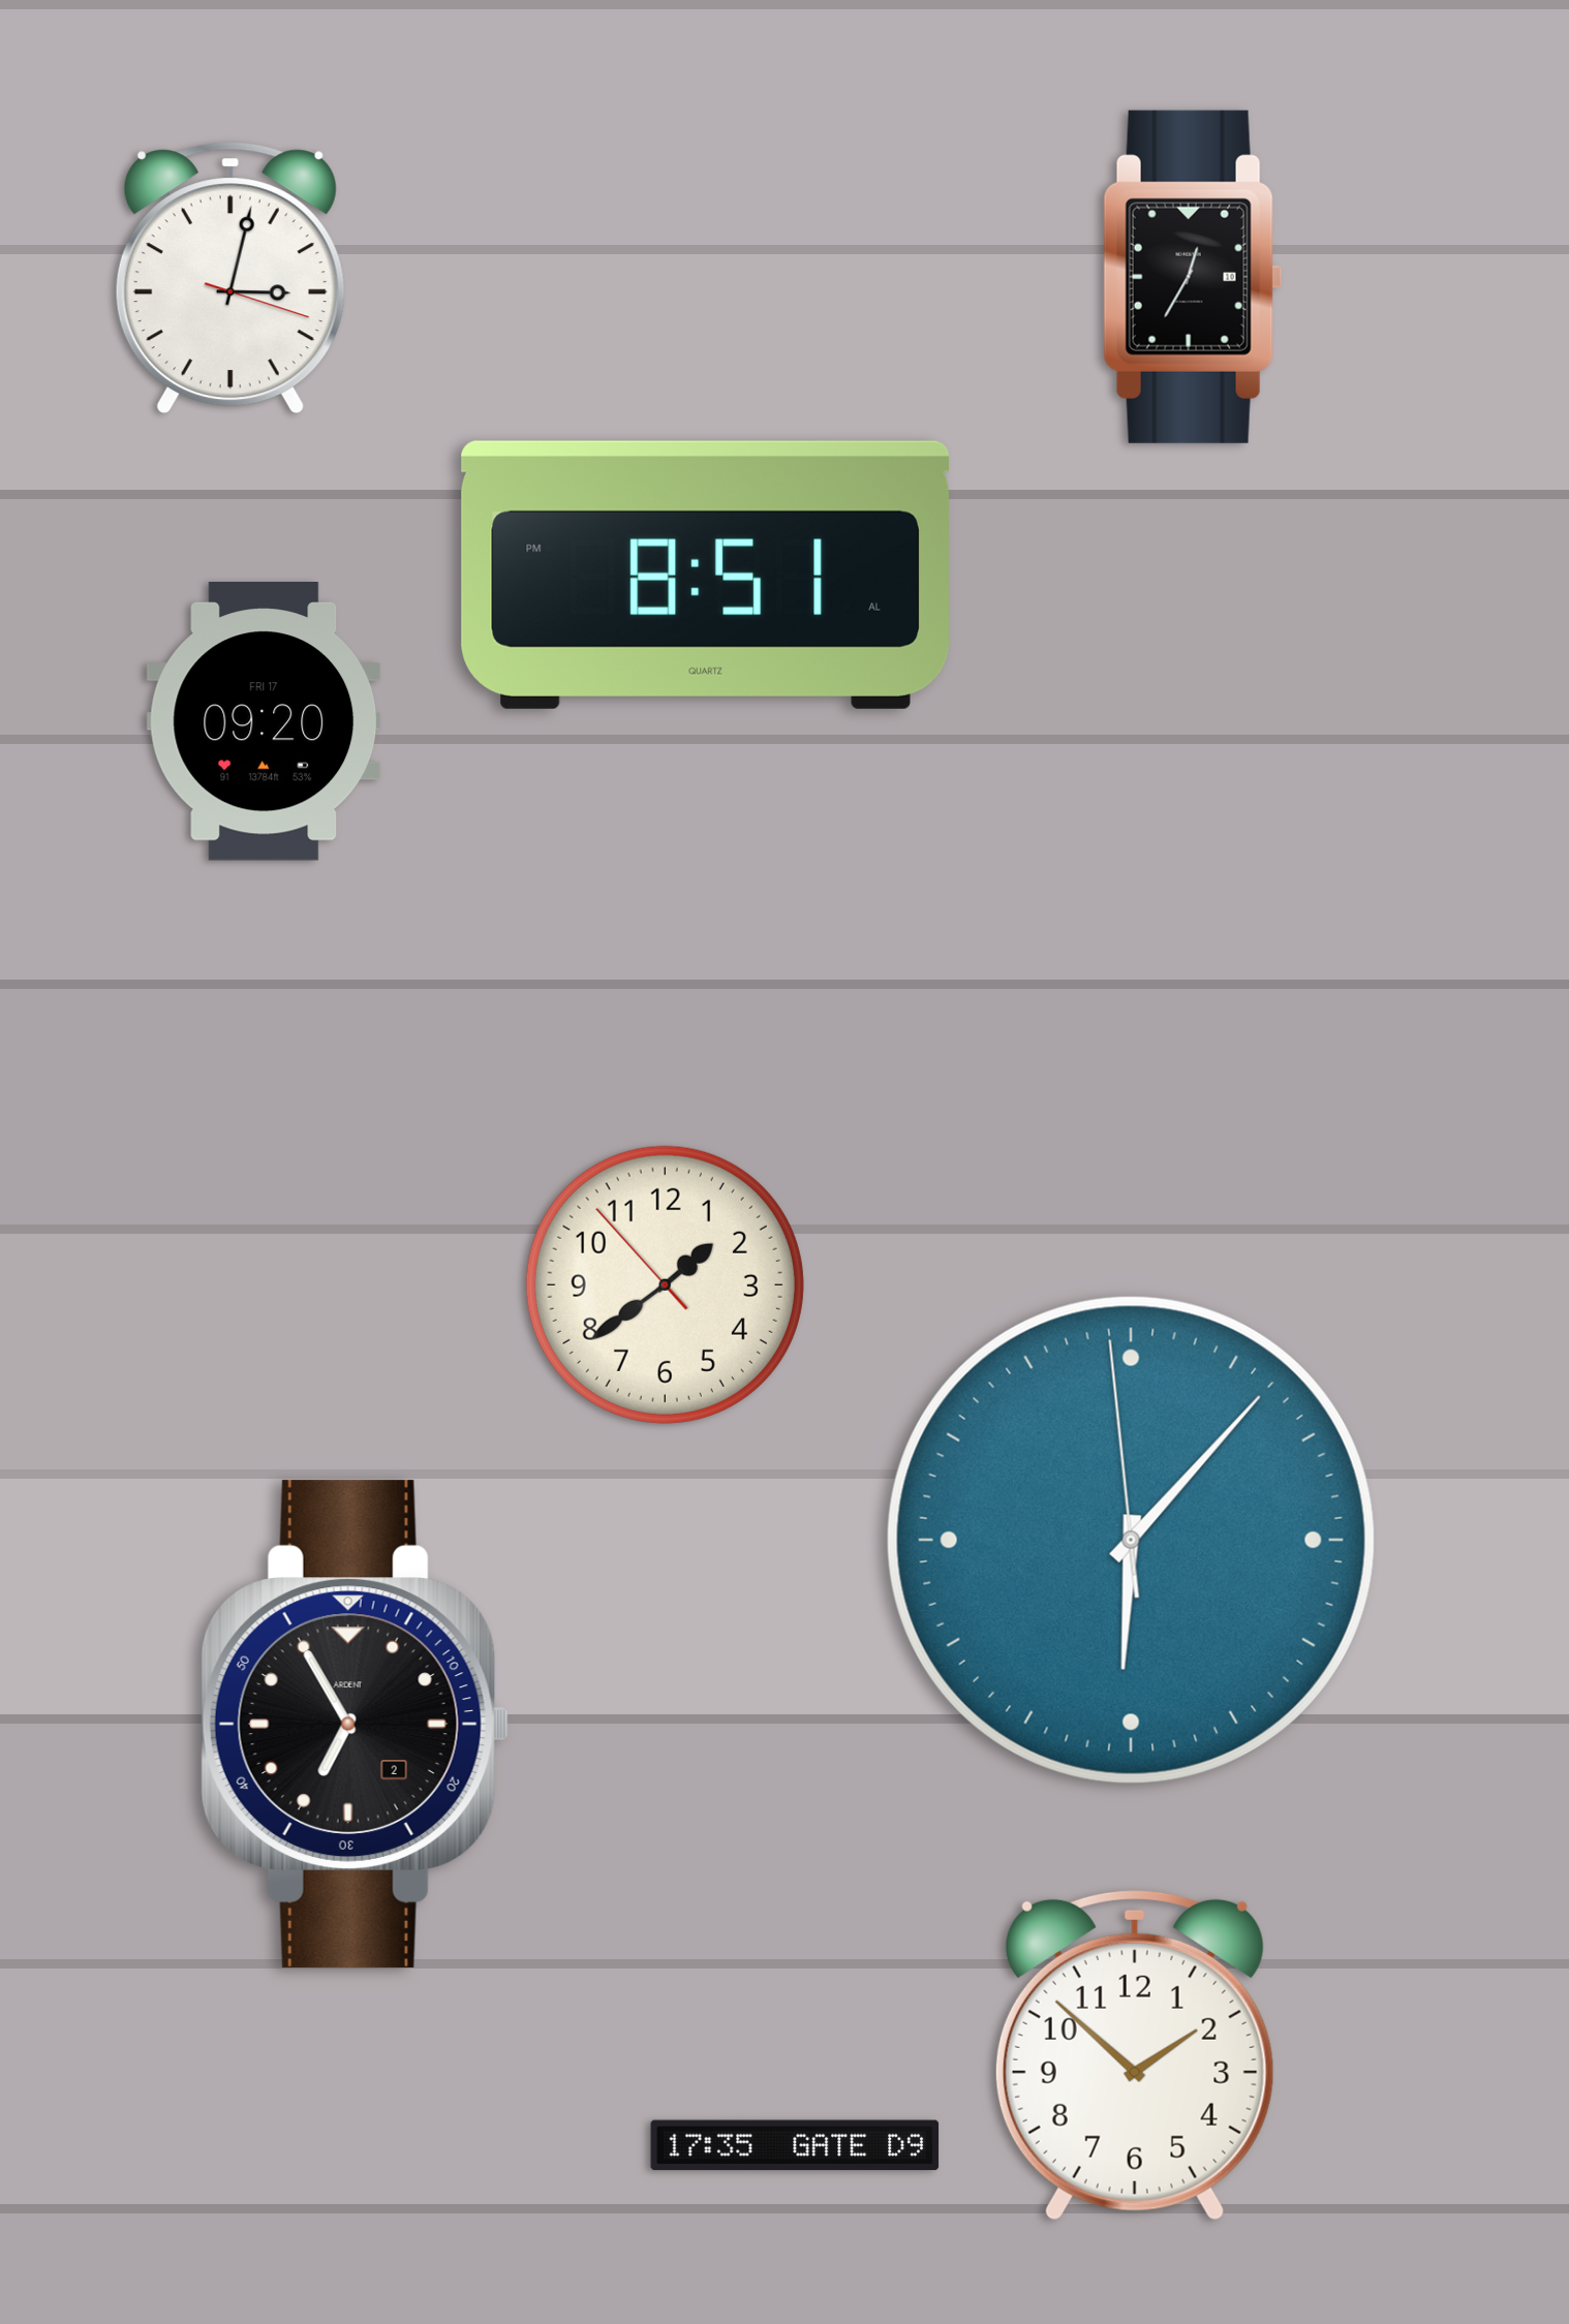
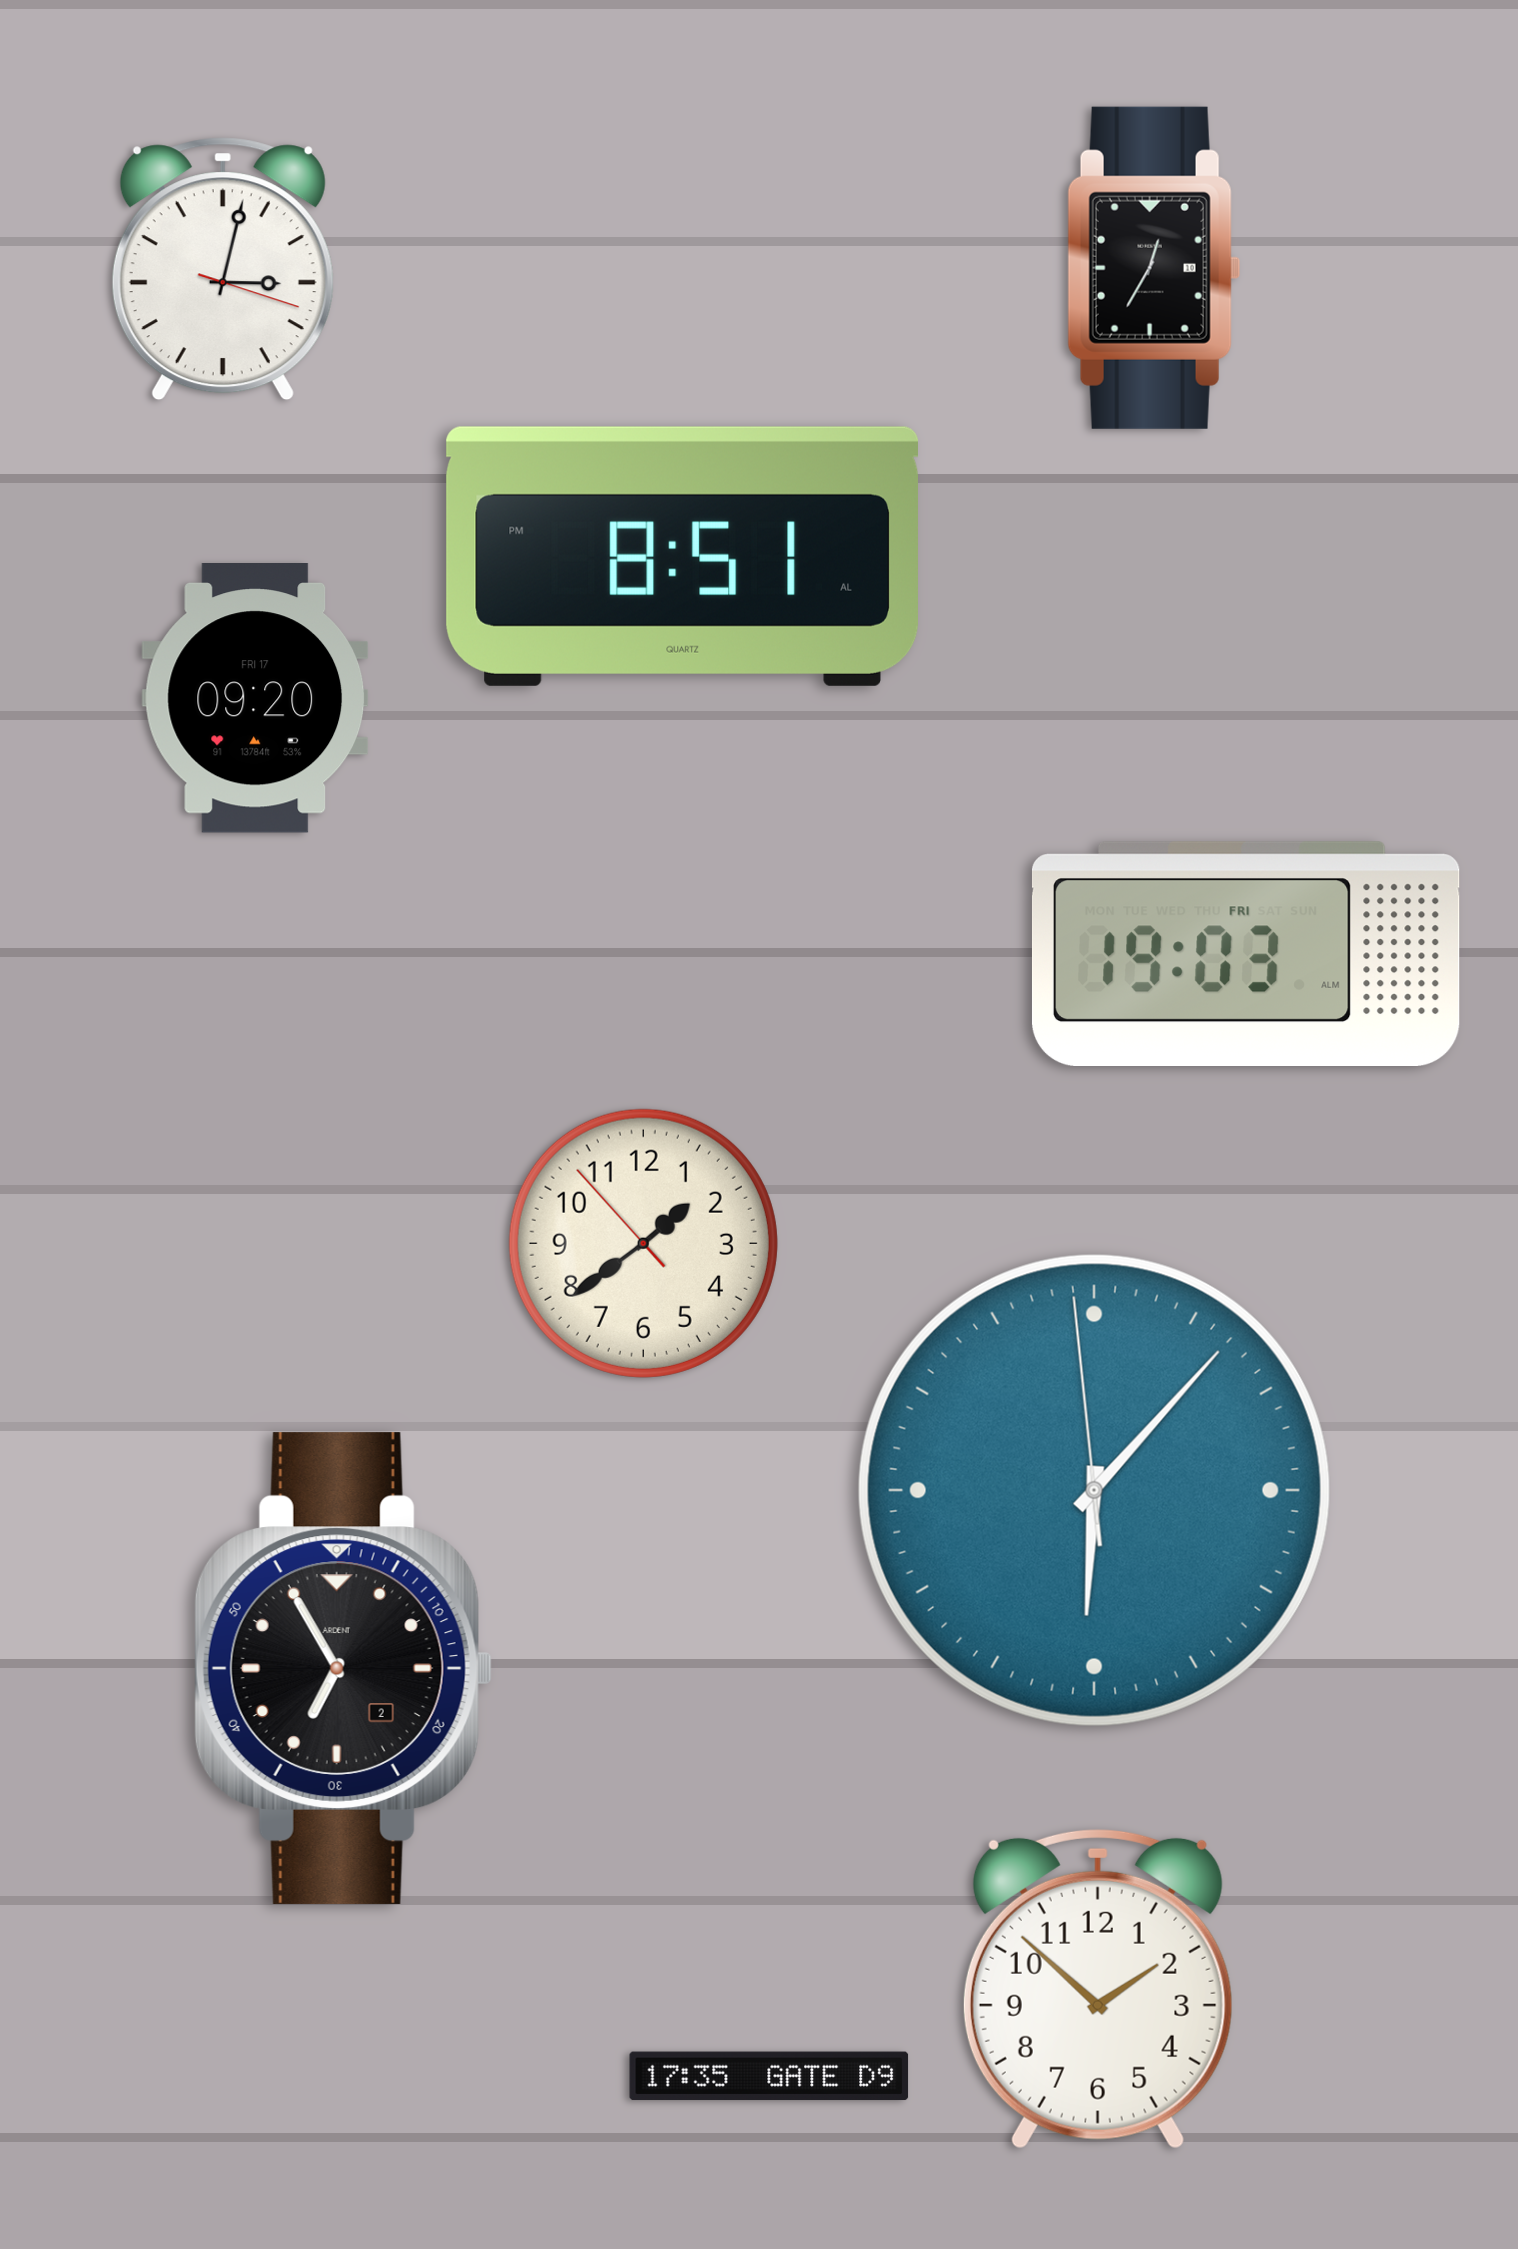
clock at (1246, 953): none -> 19:03
